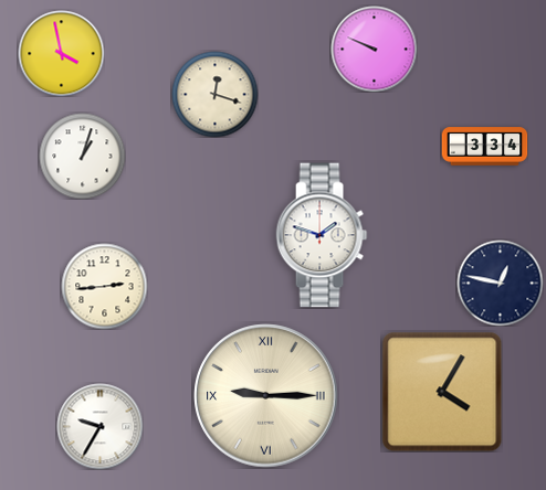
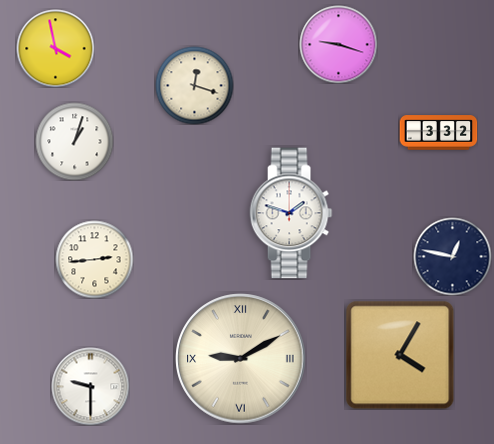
clock at (374, 49): 9:49 -> 9:18
clock at (484, 147): 3:34 -> 3:32
clock at (266, 396): 9:15 -> 9:10
clock at (99, 426): 9:35 -> 9:30
